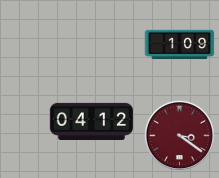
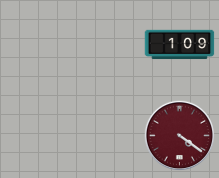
clock at (91, 121): 04:12 -> none
clock at (179, 135): 3:21 -> 4:21
